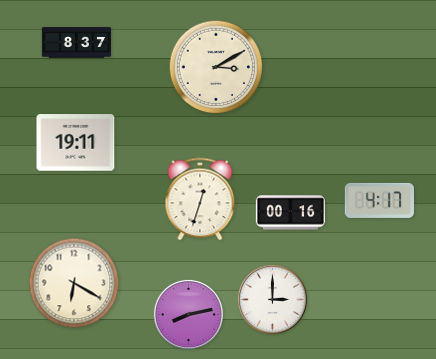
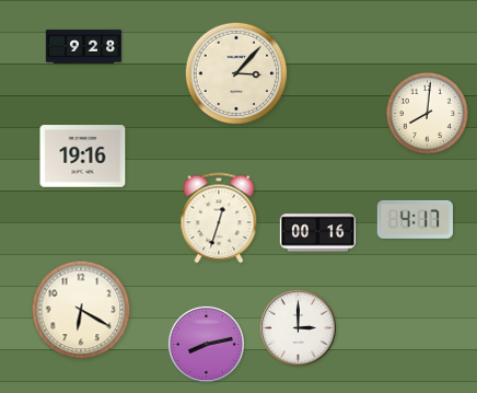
clock at (77, 43): 8:37 -> 9:28
clock at (216, 67): 3:10 -> 3:07
clock at (427, 113): none -> 8:01
clock at (76, 143): 19:11 -> 19:16
